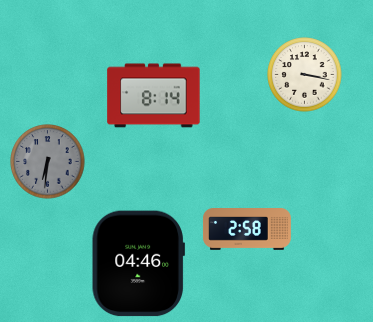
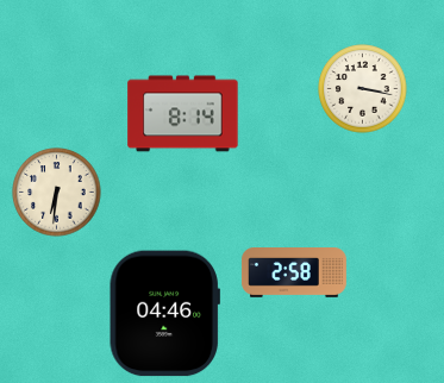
clock at (48, 162) dial: grey -> cream
